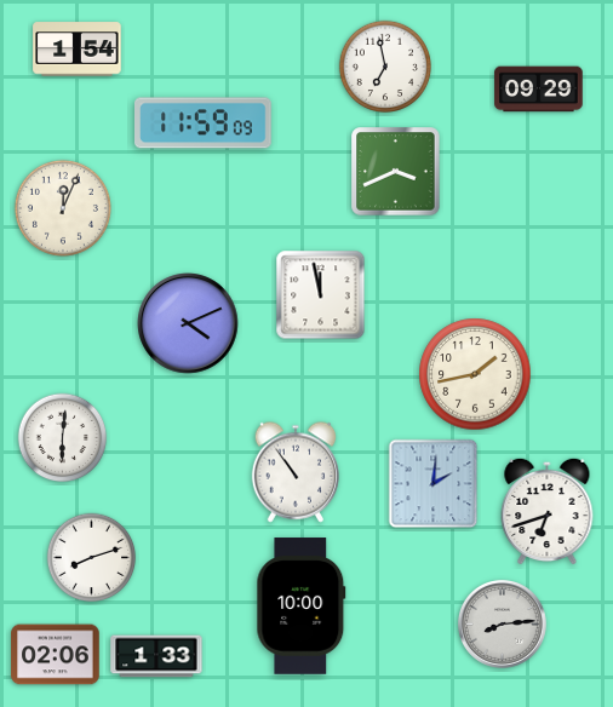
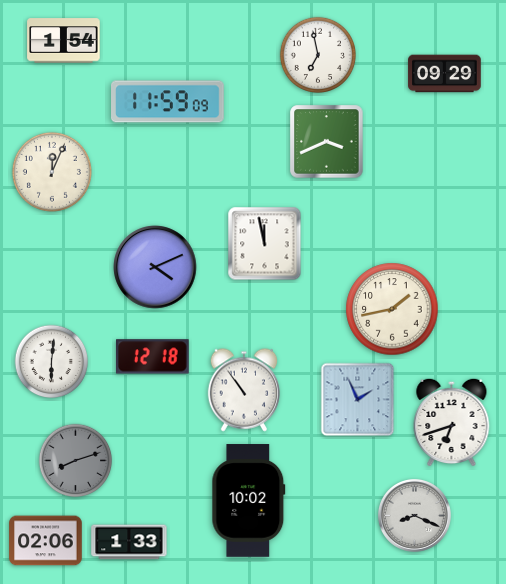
clock at (153, 357): none -> 12:18
clock at (434, 484): 2:01 -> 1:56
clock at (92, 558) dial: white -> grey
clock at (302, 607): 10:00 -> 10:02
clock at (502, 623): 8:14 -> 8:19
